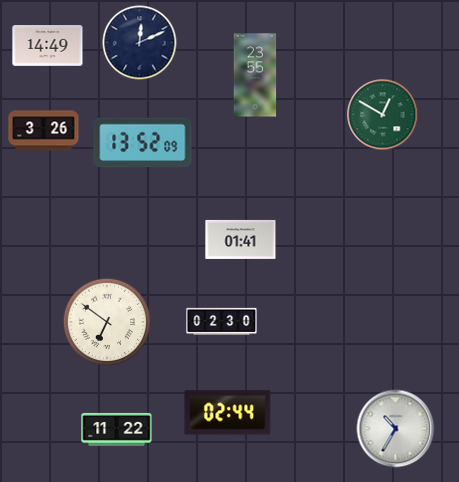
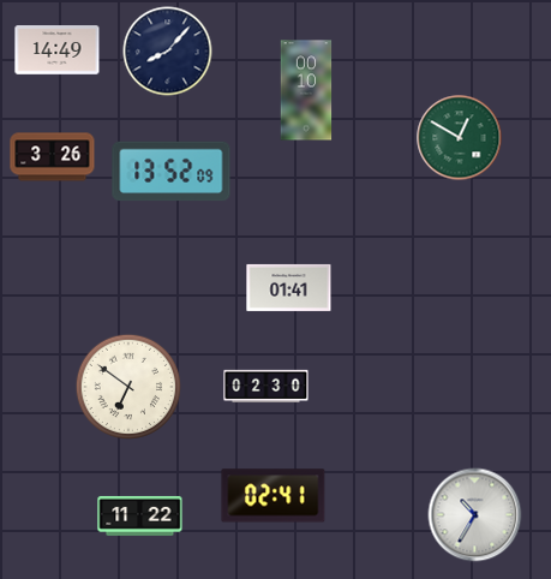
clock at (140, 43): 12:11 -> 8:07
clock at (48, 46) position: (48, 46) -> (58, 50)
clock at (255, 75): 23:55 -> 00:10
clock at (228, 413): 02:44 -> 02:41
